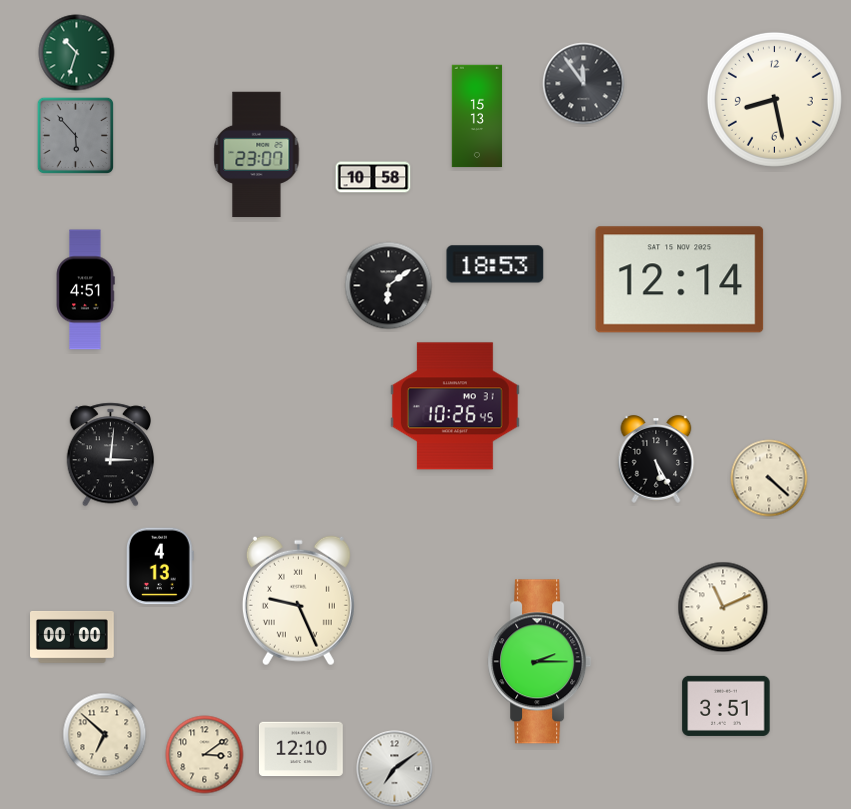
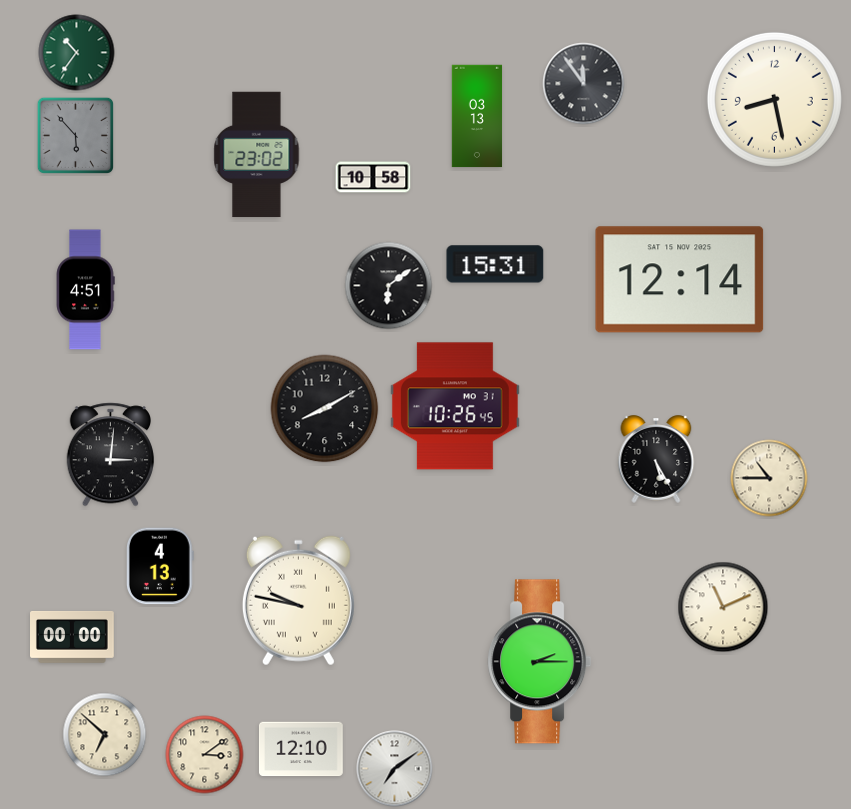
clock at (77, 53): 10:33 -> 10:36
clock at (477, 116): 15:13 -> 03:13
clock at (257, 155): 23:07 -> 23:02
clock at (495, 264): 18:53 -> 15:31
clock at (325, 409): none -> 8:10
clock at (769, 478): 4:22 -> 10:45
clock at (298, 601): 9:26 -> 9:47
clock at (726, 706): 3:51 -> none
